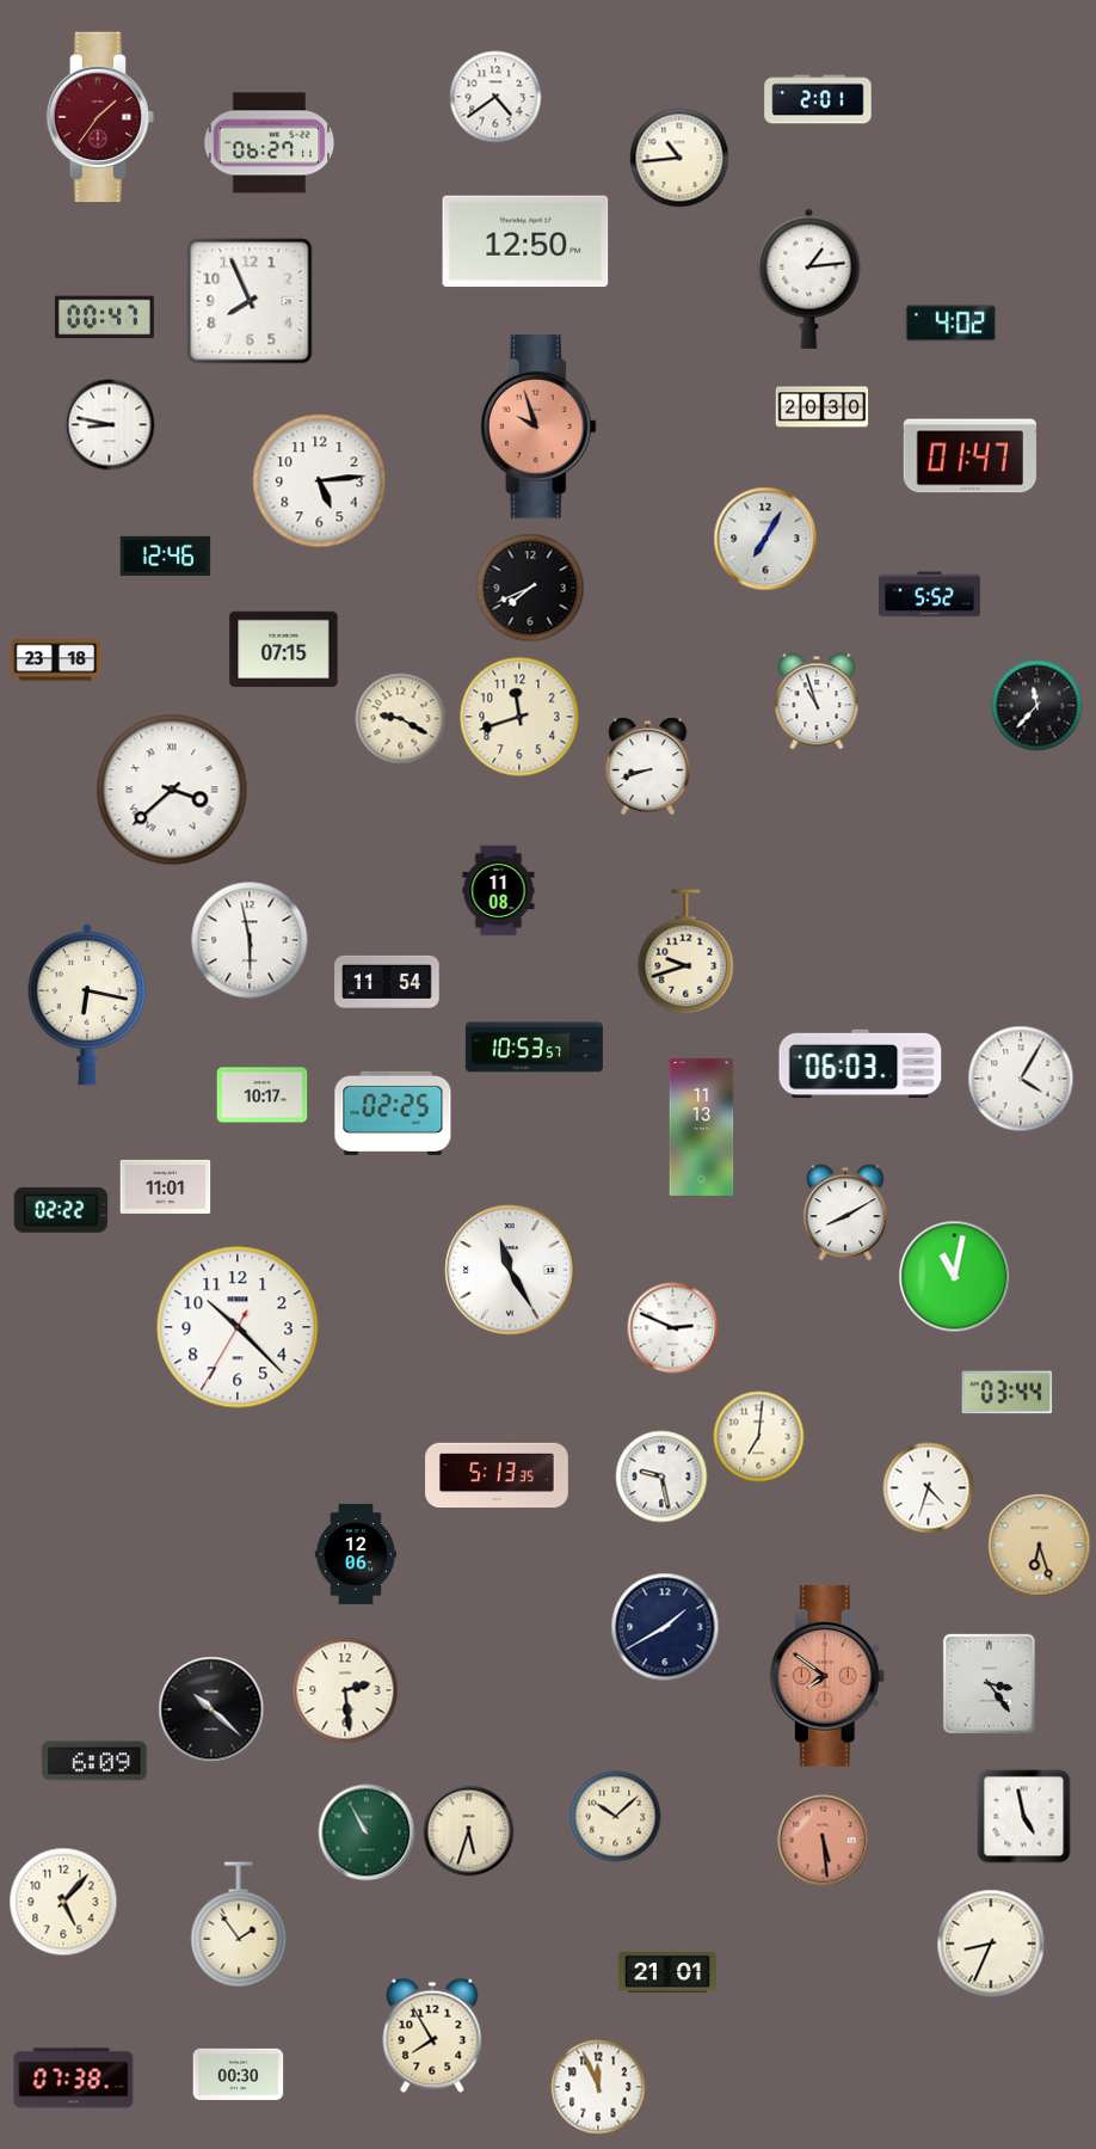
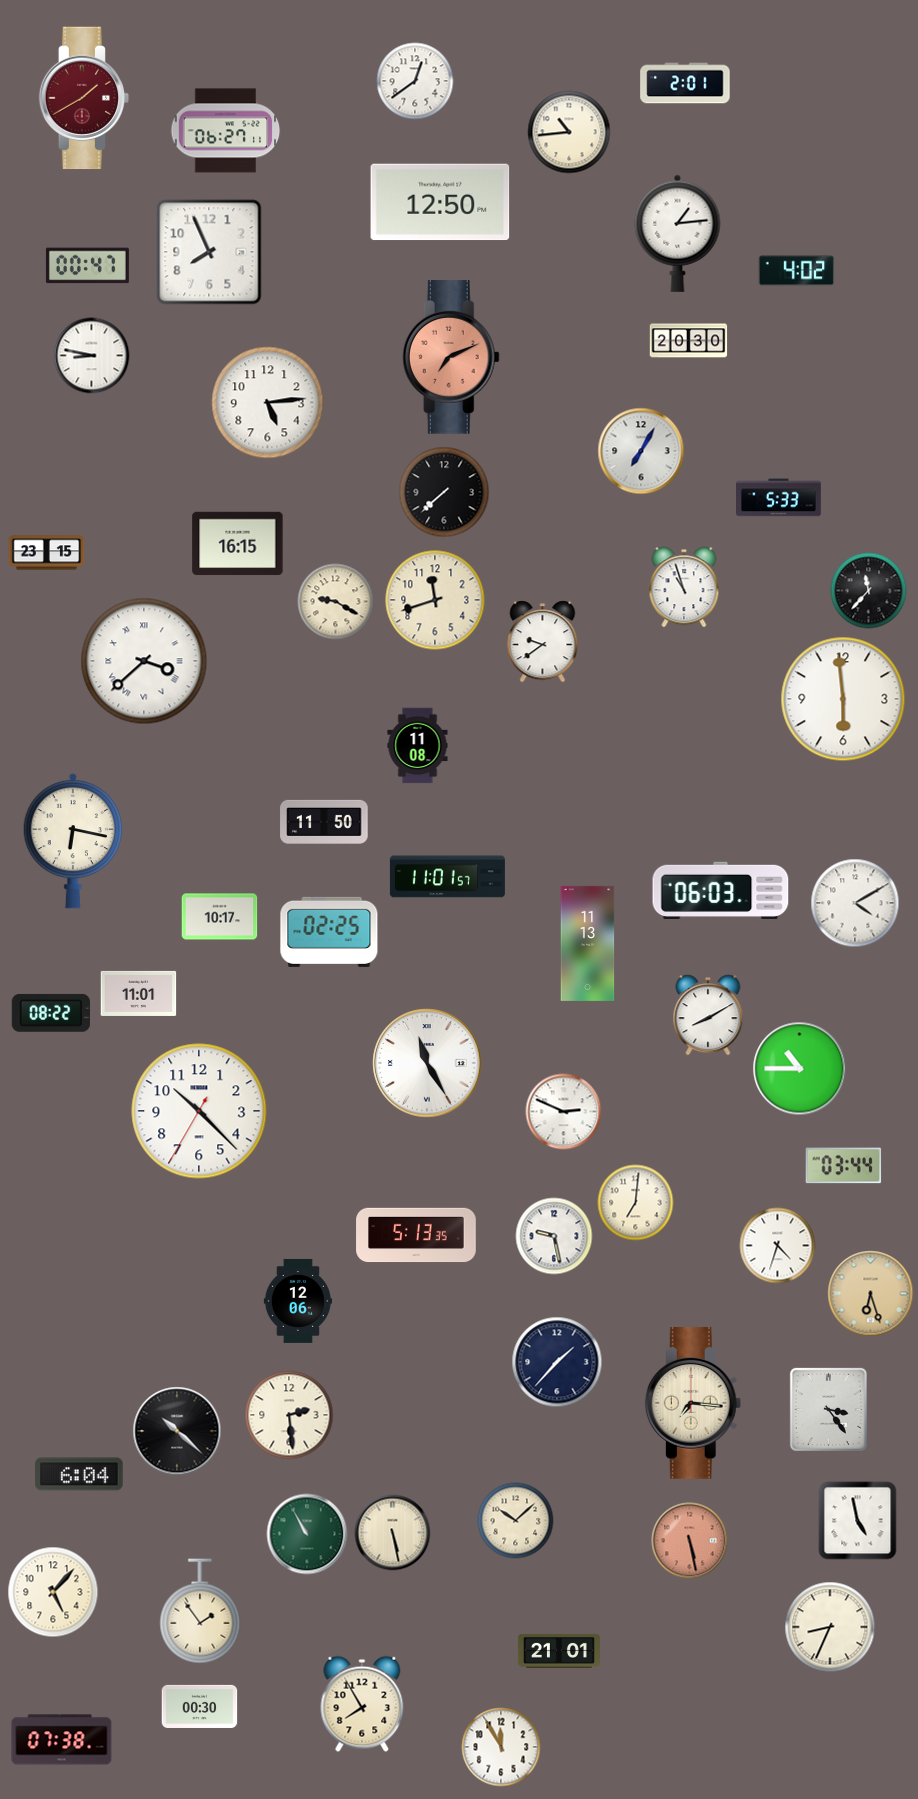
clock at (495, 97): 4:39 -> 12:39
clock at (100, 117): 1:36 -> 1:40
clock at (270, 143) position: (270, 143) -> (226, 131)
clock at (538, 426): 9:57 -> 7:11
clock at (969, 456): 01:47 -> none
clock at (166, 555): 12:46 -> none
clock at (530, 588): 7:41 -> 7:38
clock at (930, 595): 5:52 -> 5:33
clock at (284, 650): 07:15 -> 16:15
clock at (56, 661): 23:18 -> 23:15
clock at (648, 767): 8:42 -> 9:39
clock at (843, 699): none -> 5:59
clock at (250, 940): 5:58 -> none
clock at (686, 952): 9:42 -> none
clock at (387, 982): 11:54 -> 11:50
clock at (534, 1048): 10:53 -> 11:01
clock at (1021, 1079): 4:05 -> 4:10
clock at (61, 1210): 02:22 -> 08:22
clock at (955, 1277): 11:02 -> 10:45
clock at (665, 1627): 1:40 -> 1:37
clock at (827, 1676): 7:51 -> 7:16
clock at (827, 1676) dial: salmon -> cream
clock at (94, 1761): 6:09 -> 6:04
clock at (469, 1831): 5:33 -> 5:28
clock at (824, 1841): 5:29 -> 5:28
clock at (239, 2074) position: (239, 2074) -> (200, 1706)
clock at (598, 2087): 11:56 -> 11:55
